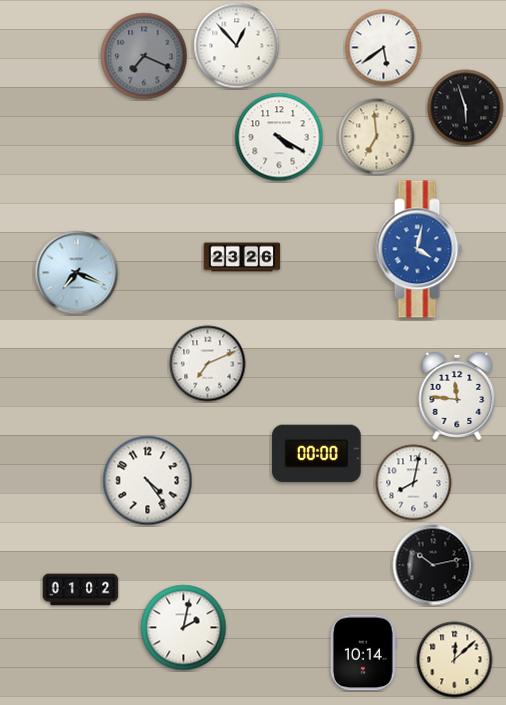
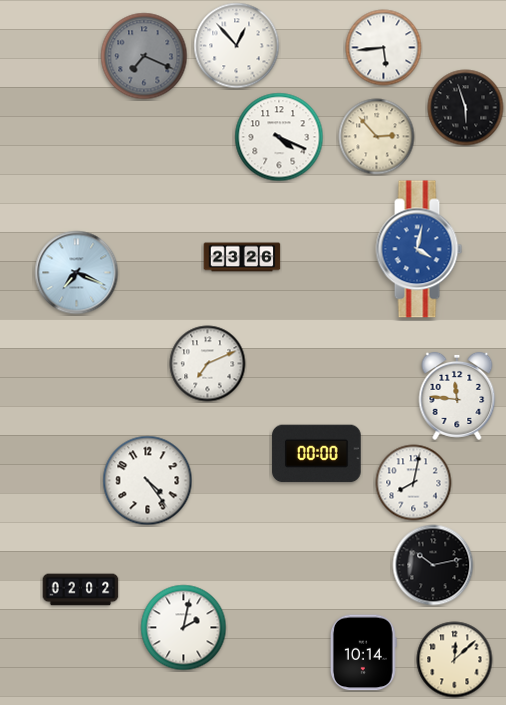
clock at (384, 48): 5:39 -> 5:44
clock at (279, 137): 4:20 -> 4:19
clock at (377, 137): 6:59 -> 2:53
clock at (81, 590): 01:02 -> 02:02
